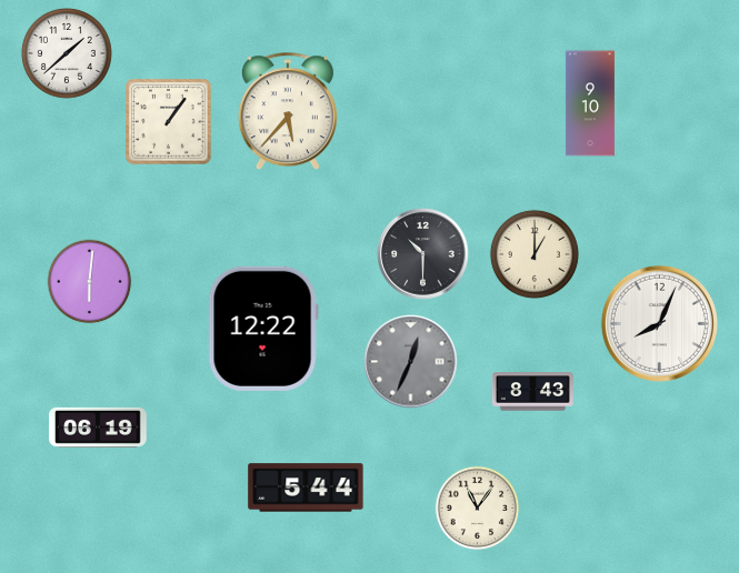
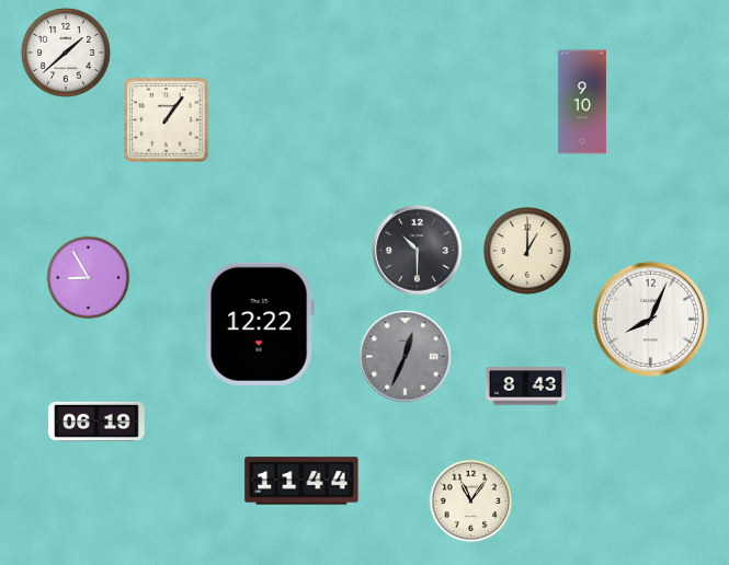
clock at (288, 112): 5:37 -> none
clock at (90, 282): 6:01 -> 8:55
clock at (306, 487): 5:44 -> 11:44
